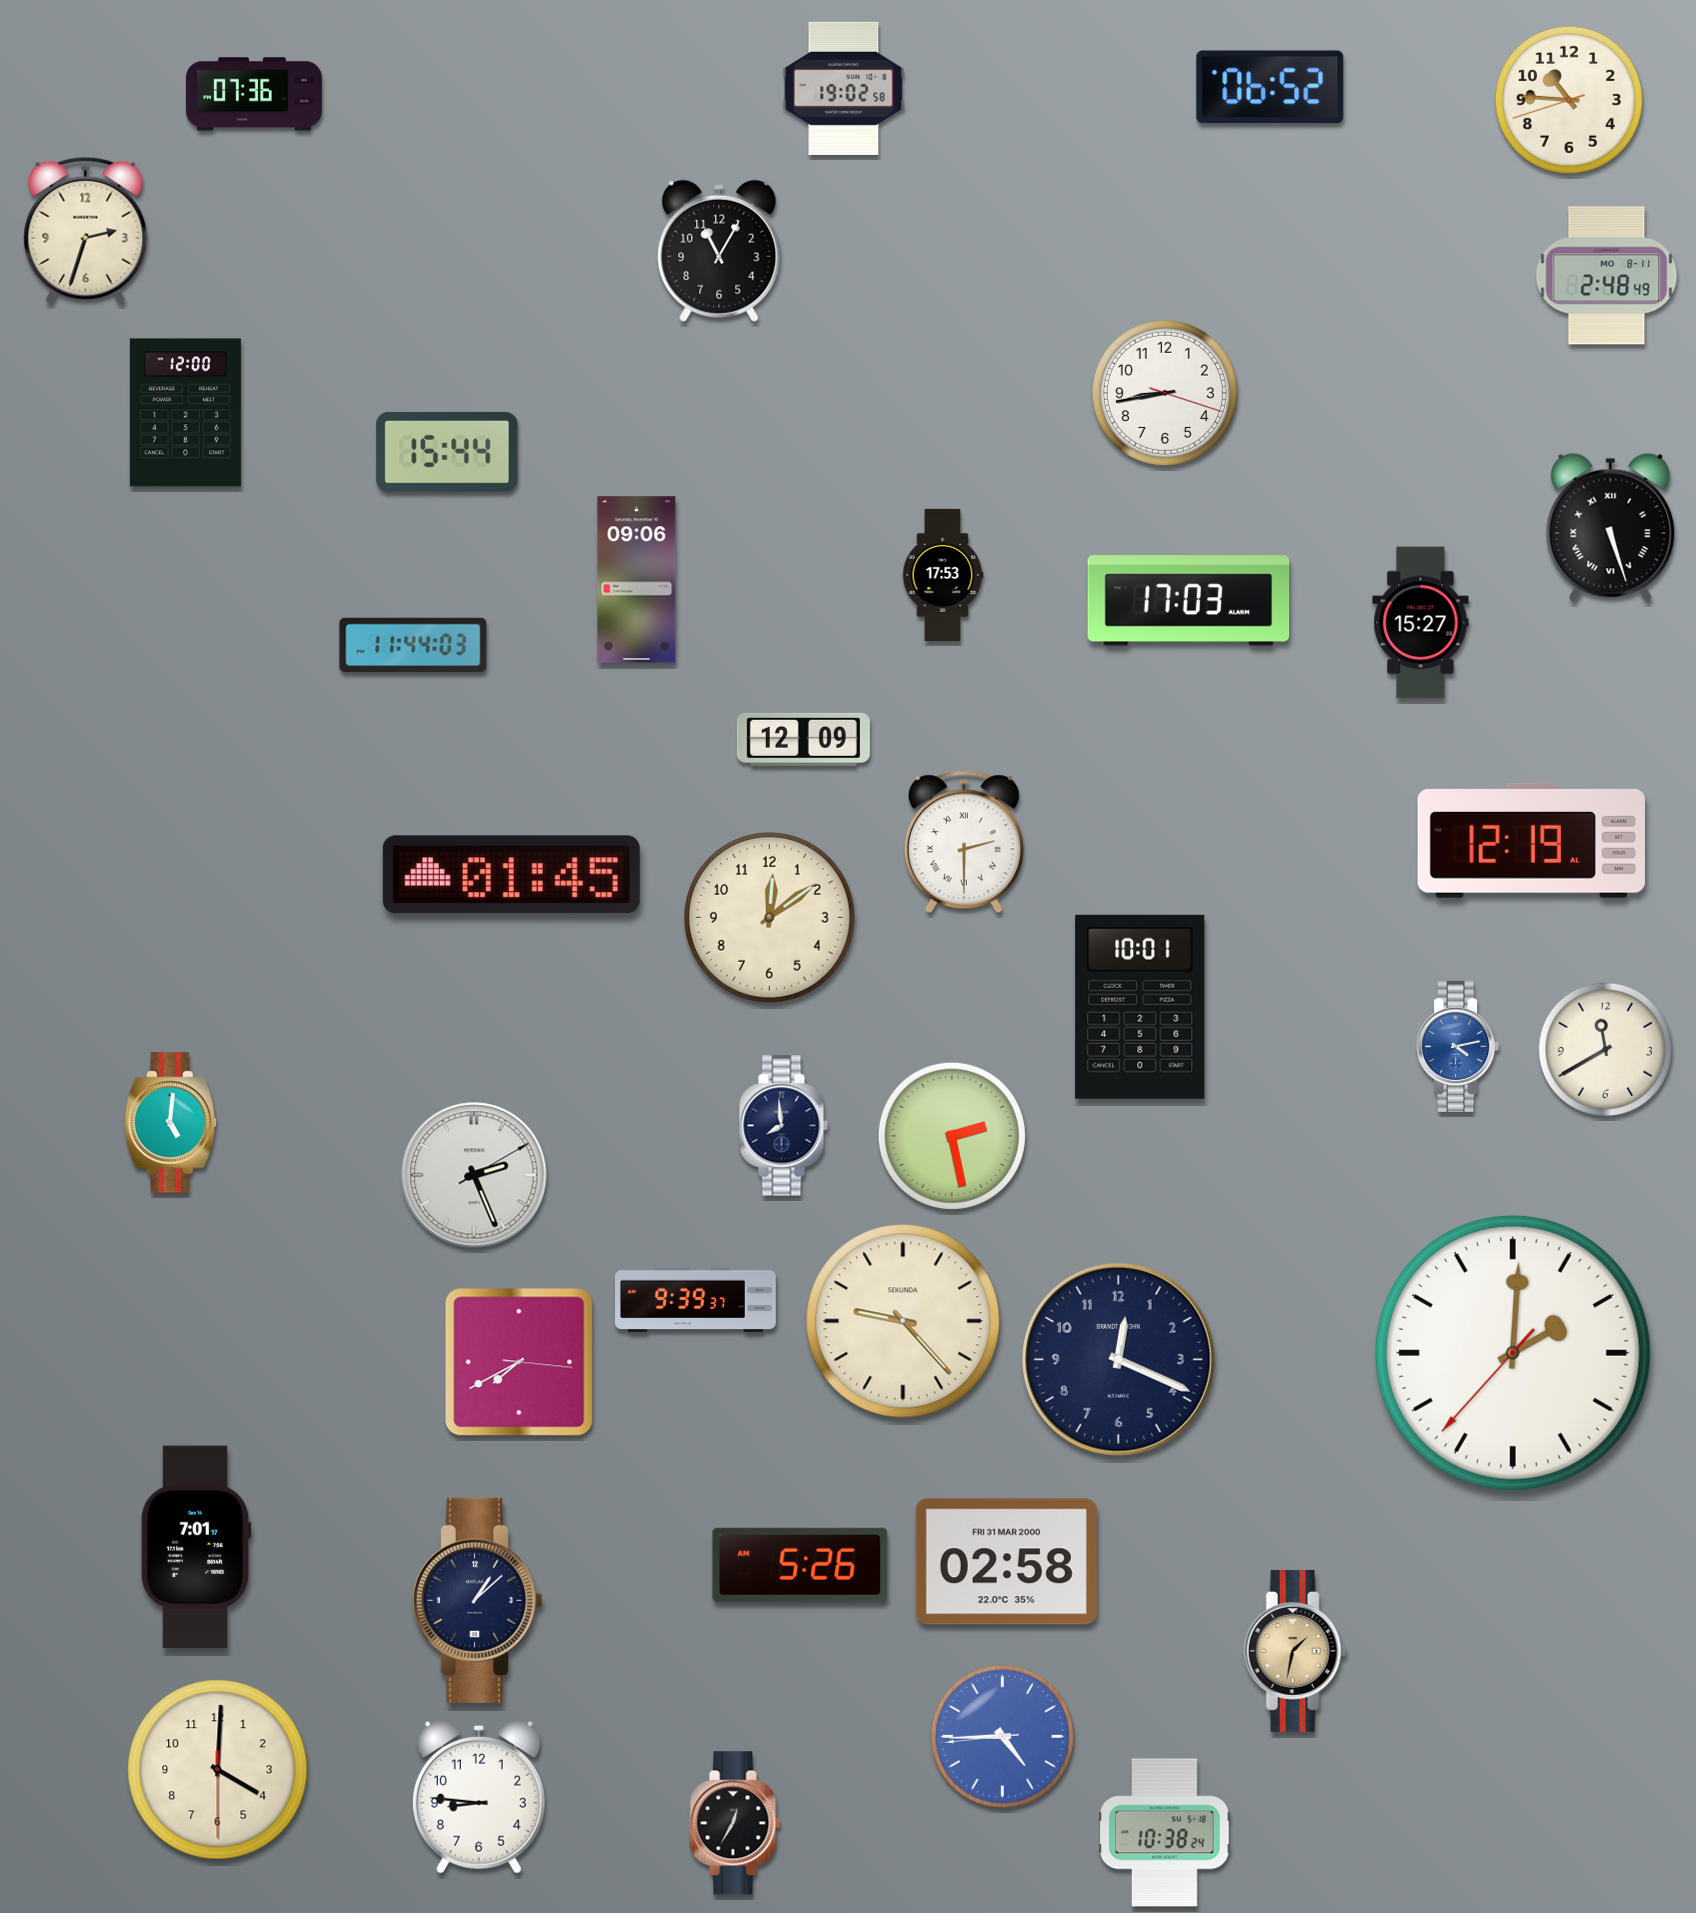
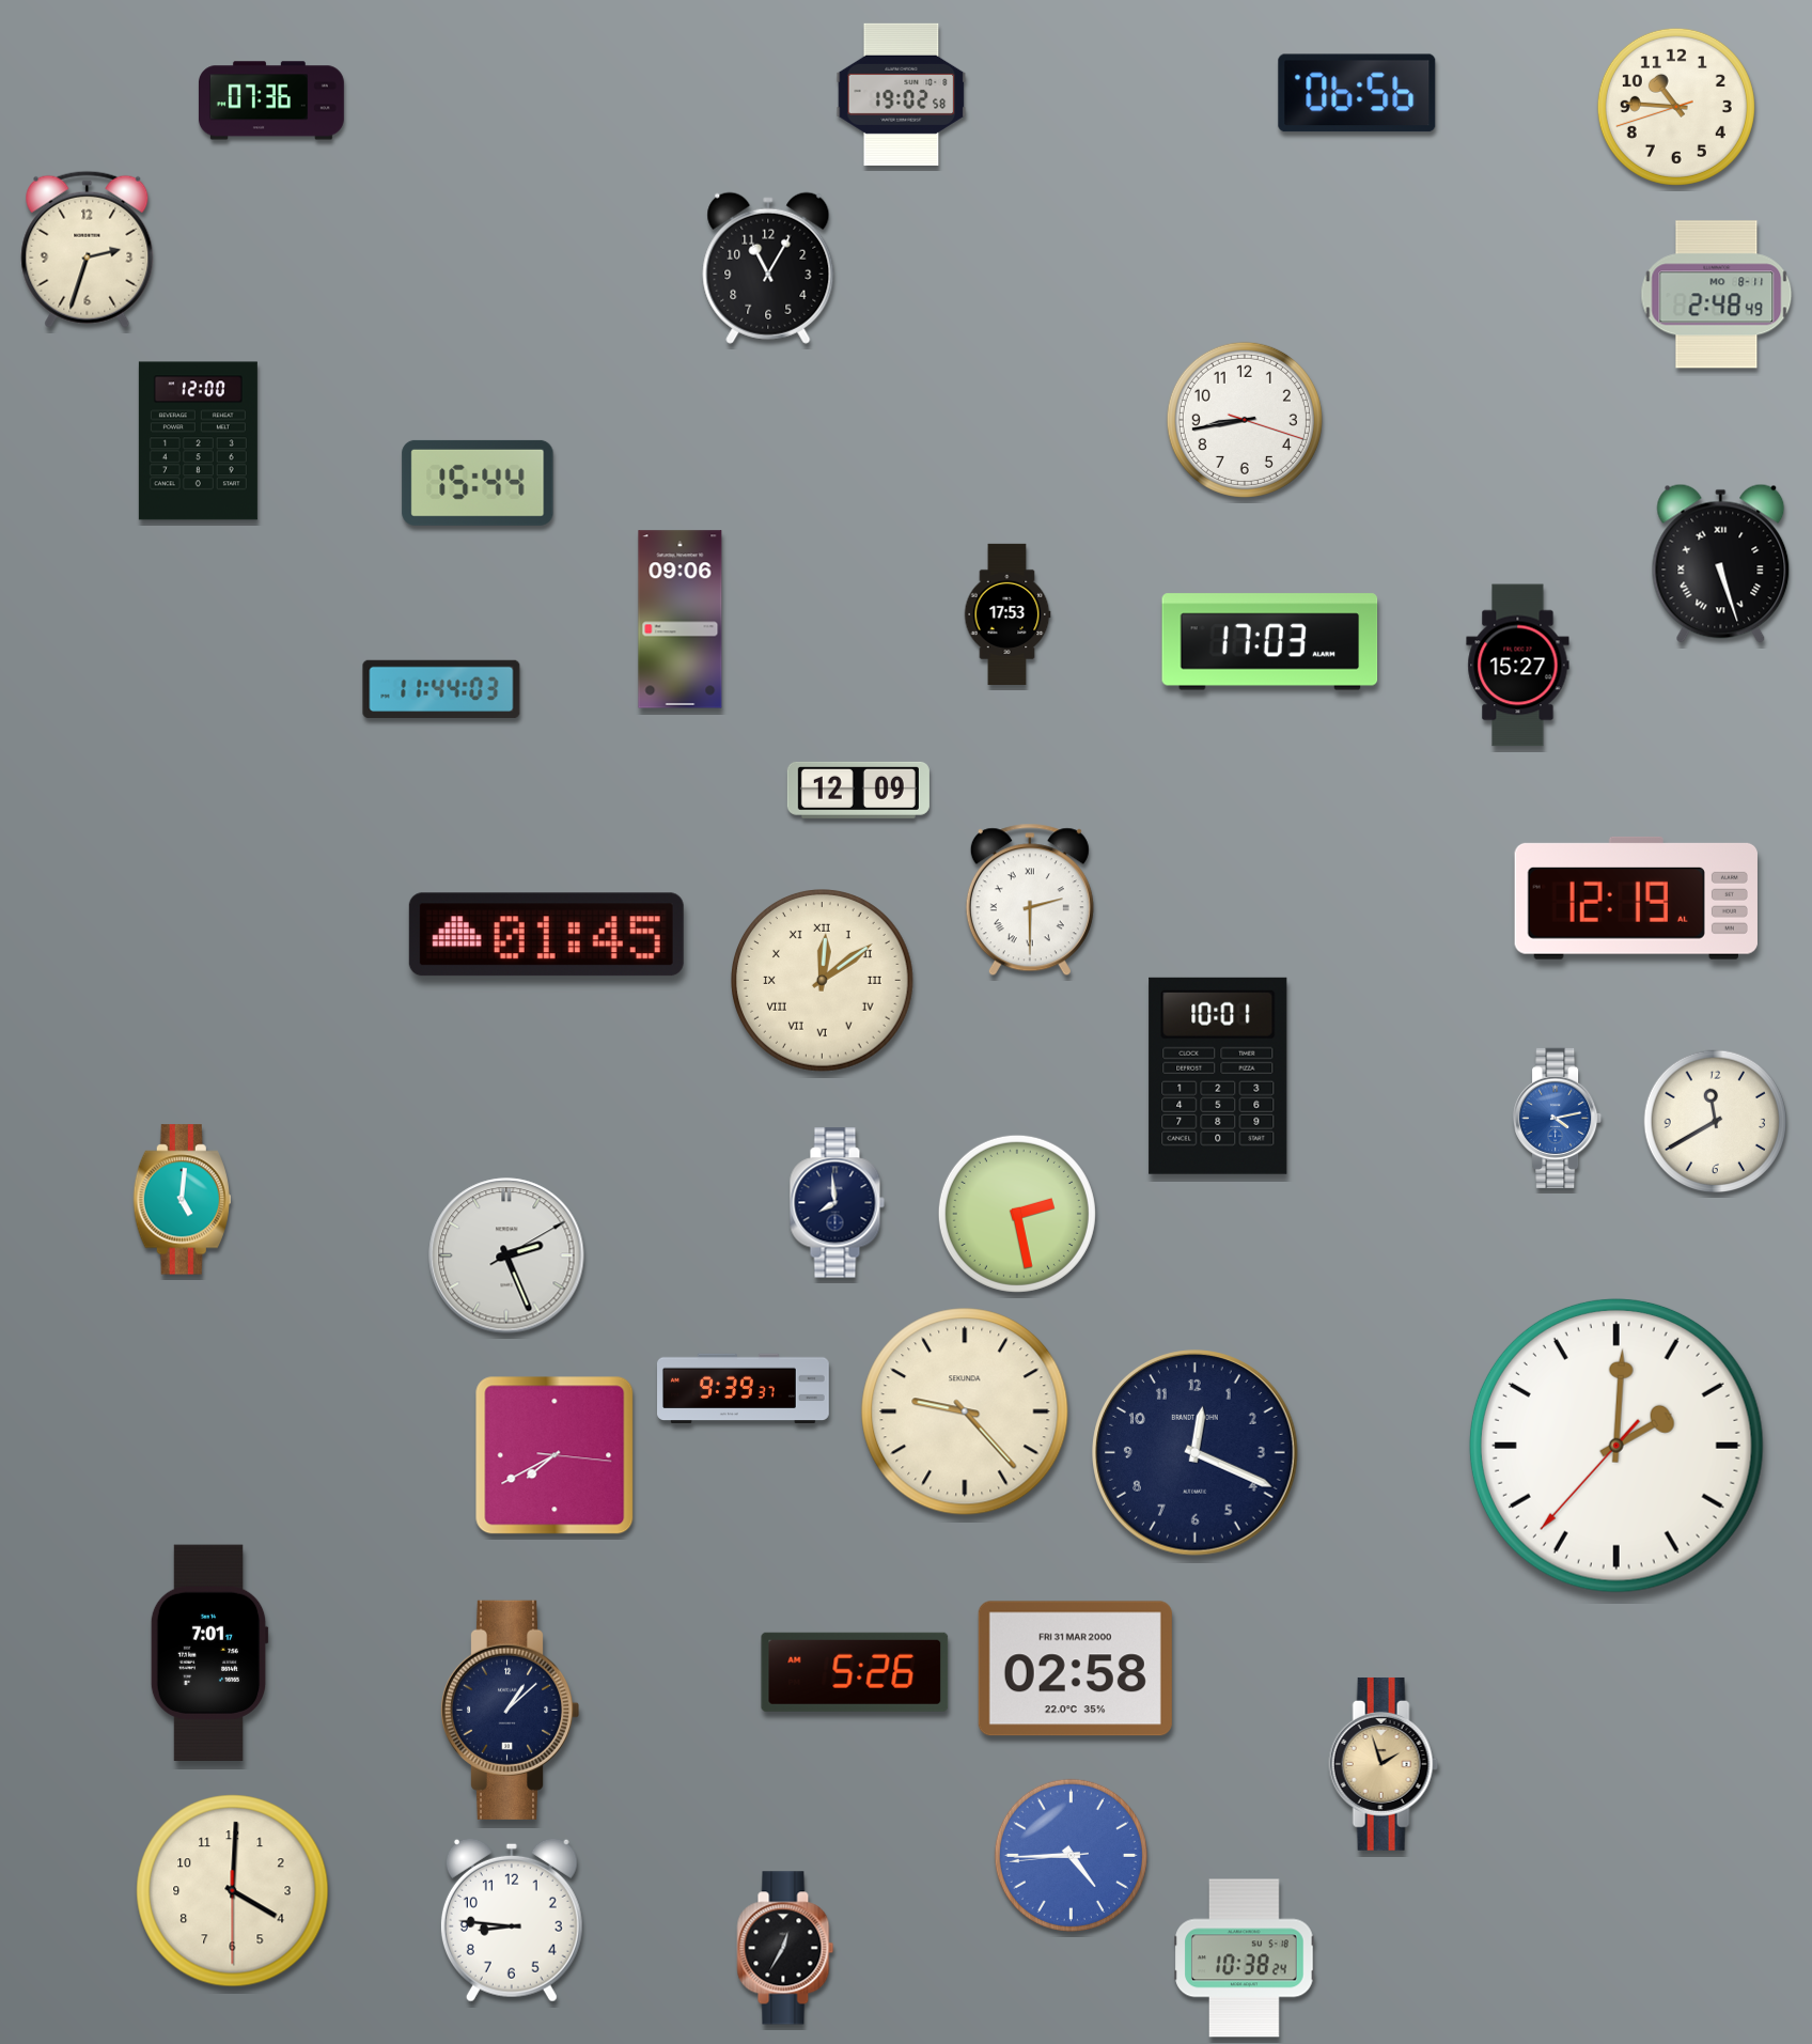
clock at (1270, 87): 06:52 -> 06:56
clock at (86, 230) position: (86, 230) -> (88, 249)
clock at (770, 918) numerals: Arabic -> Roman
clock at (1295, 1651): 1:32 -> 1:57
